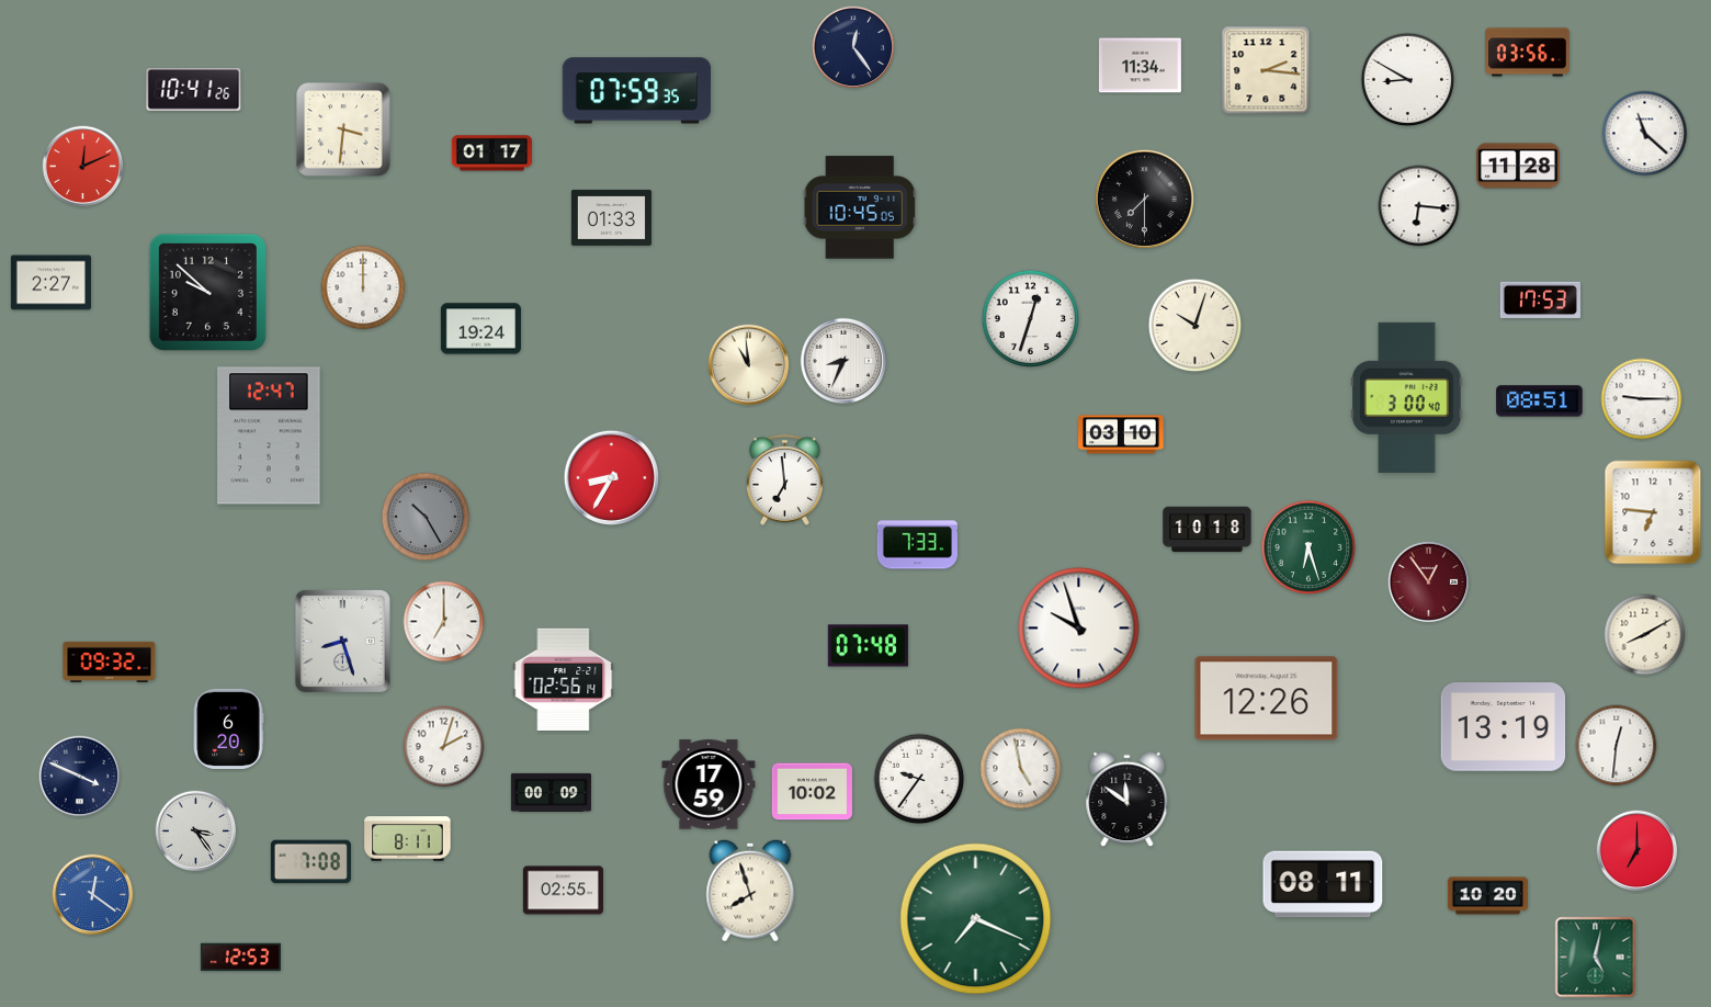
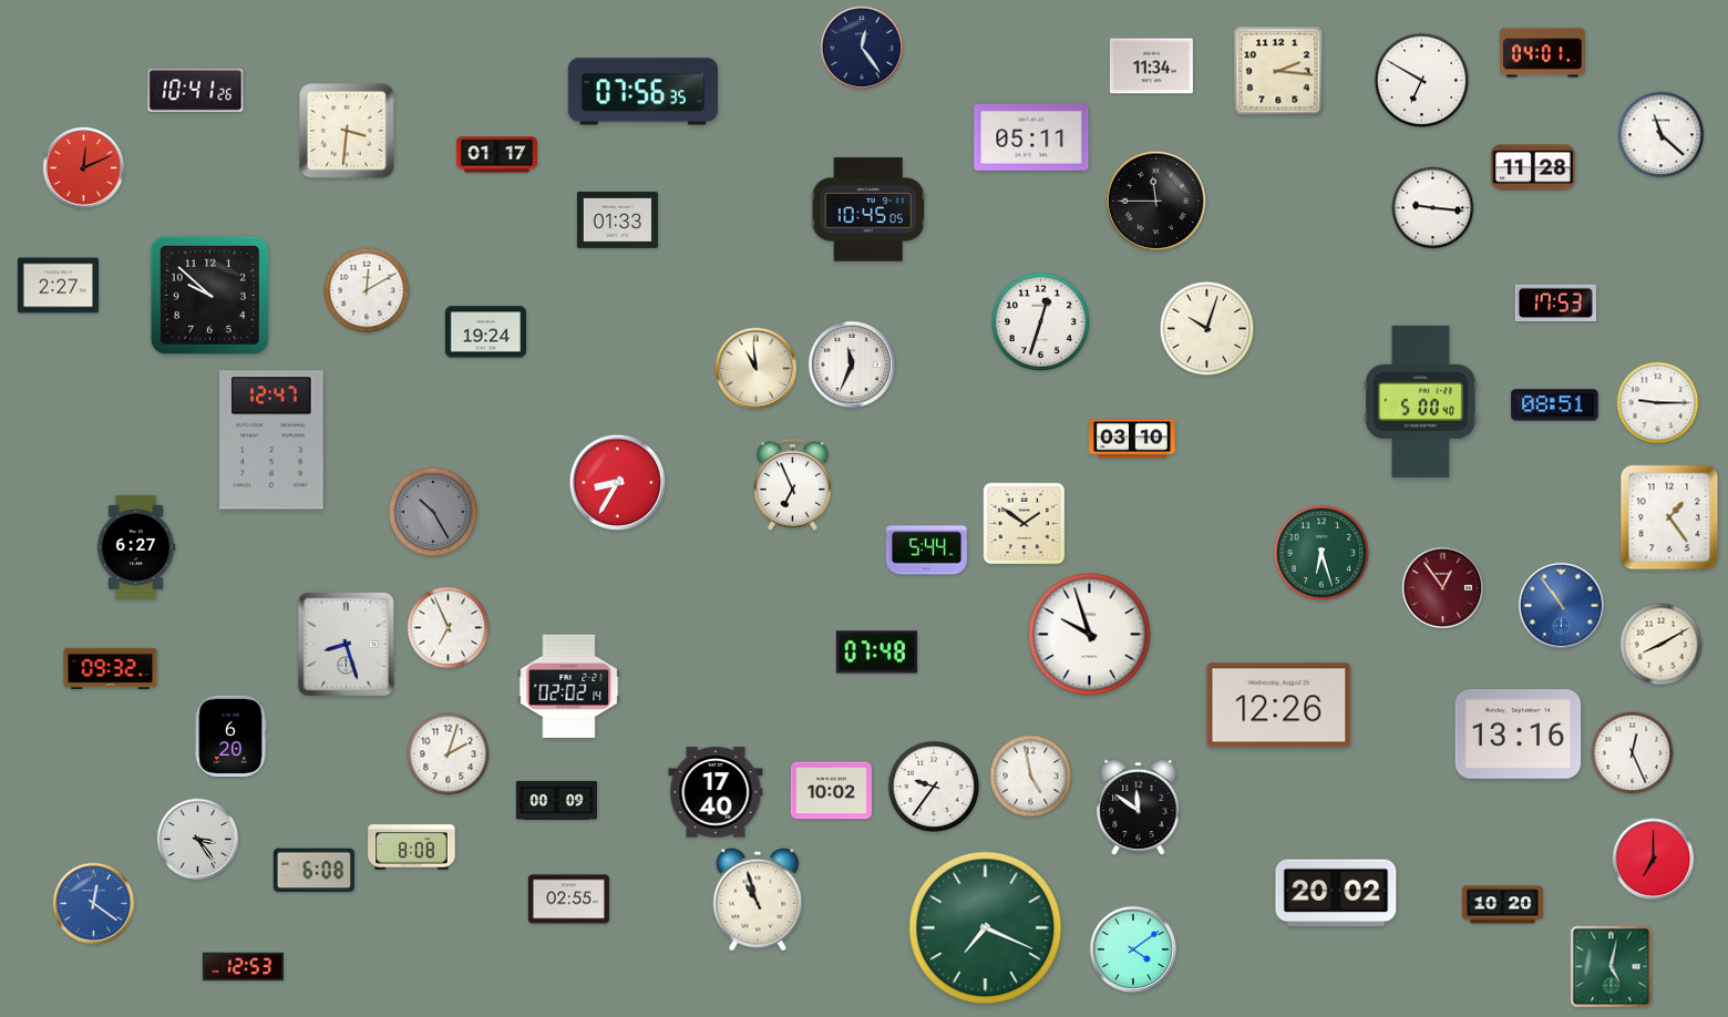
clock at (1528, 53): 03:56 -> 04:01
clock at (1408, 80): 8:50 -> 6:50
clock at (636, 91): 07:59 -> 07:56
clock at (1031, 137): none -> 05:11
clock at (1144, 199): 7:30 -> 11:45
clock at (1419, 206): 6:16 -> 9:16
clock at (50, 283) position: (50, 283) -> (58, 286)
clock at (363, 287): 12:00 -> 12:10
clock at (843, 361): 8:34 -> 11:34
clock at (1407, 397): 3:00 -> 5:00
clock at (785, 479): 6:59 -> 6:56
clock at (1653, 512): 6:46 -> 1:24
clock at (426, 517) position: (426, 517) -> (433, 512)
clock at (1025, 524): none -> 1:51
clock at (1208, 530): 10:18 -> none
clock at (136, 547): none -> 6:27
clock at (917, 545): 7:33 -> 5:44
clock at (1562, 606): none -> 10:54
clock at (444, 622): 7:00 -> 6:56
clock at (1645, 635) position: (1645, 635) -> (1662, 645)
clock at (342, 641) position: (342, 641) -> (346, 644)
clock at (564, 679): 02:56 -> 02:02
clock at (1504, 727): 13:19 -> 13:16
clock at (1617, 746): 12:31 -> 12:26
clock at (80, 777): 3:49 -> none
clock at (919, 779) position: (919, 779) -> (934, 787)
clock at (709, 784): 17:59 -> 17:40
clock at (812, 792) position: (812, 792) -> (831, 791)
clock at (408, 839): 8:11 -> 8:08
clock at (310, 862): 7:08 -> 6:08
clock at (1323, 884): 08:11 -> 20:02
clock at (750, 891): 7:57 -> 10:57
clock at (1133, 949): none -> 4:09
